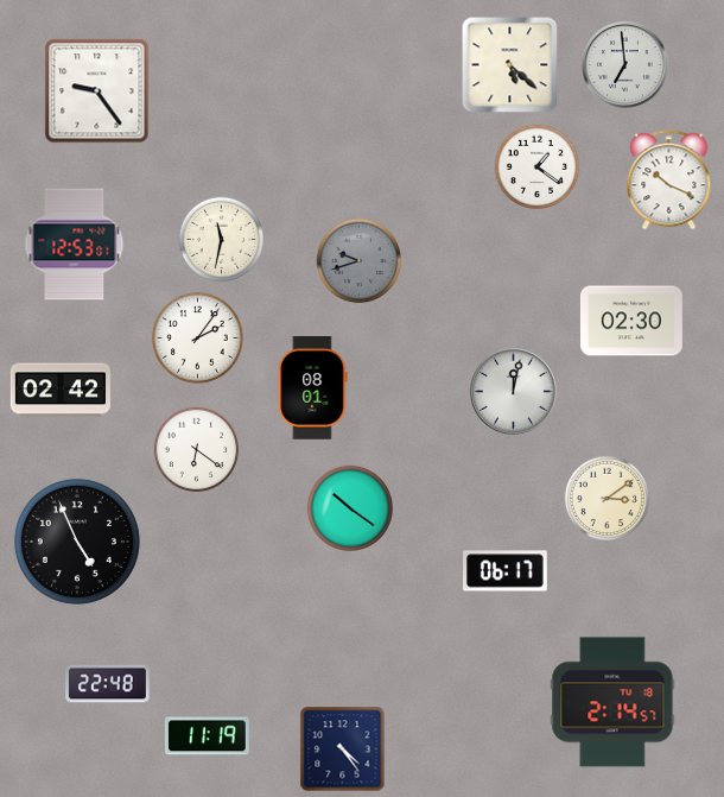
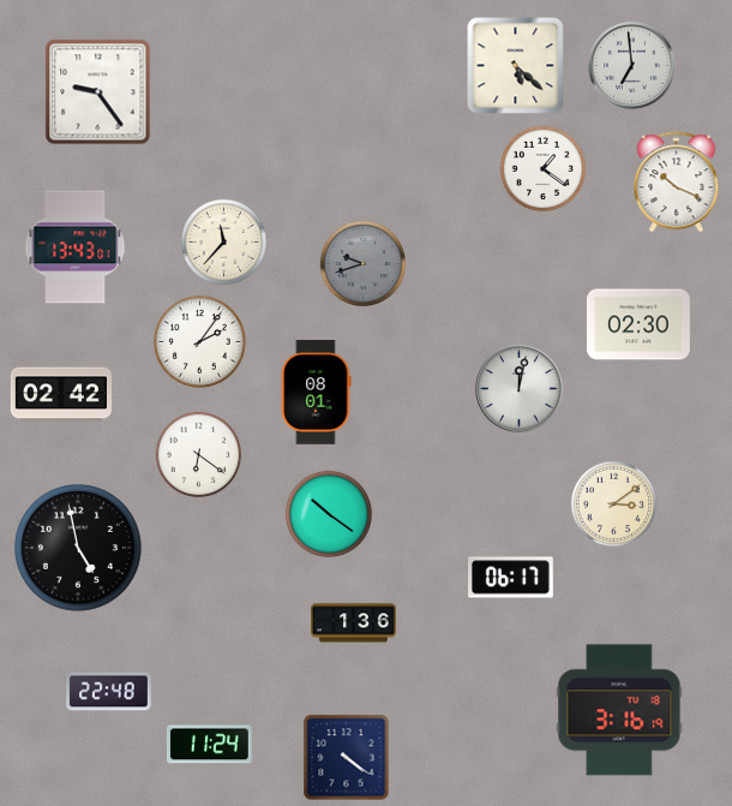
clock at (222, 240): 11:32 -> 11:37
clock at (75, 245): 12:53 -> 13:43
clock at (514, 392) position: (514, 392) -> (520, 389)
clock at (349, 507) position: (349, 507) -> (328, 513)
clock at (77, 542): 4:56 -> 4:58
clock at (354, 623): none -> 1:36
clock at (612, 702): 2:14 -> 3:16
clock at (207, 736): 11:19 -> 11:24
clock at (343, 749): 4:24 -> 4:21
